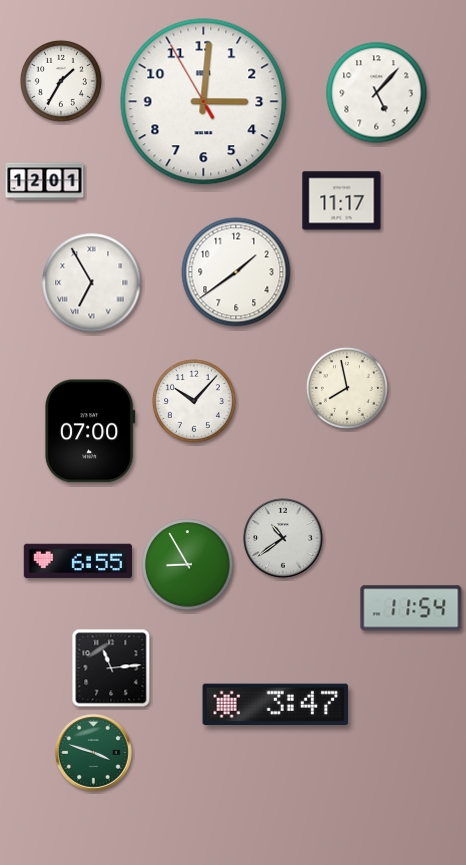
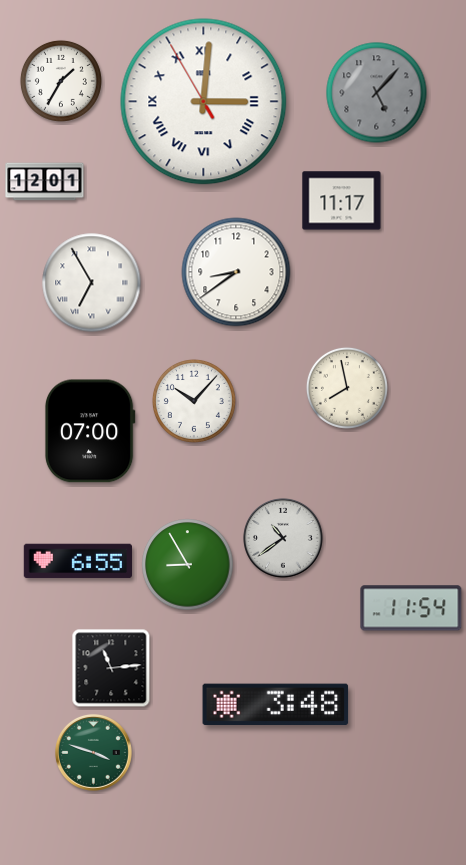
clock at (377, 93) dial: white -> grey
clock at (204, 102) numerals: Arabic -> Roman
clock at (236, 272): 1:39 -> 8:39
clock at (276, 705): 3:47 -> 3:48
